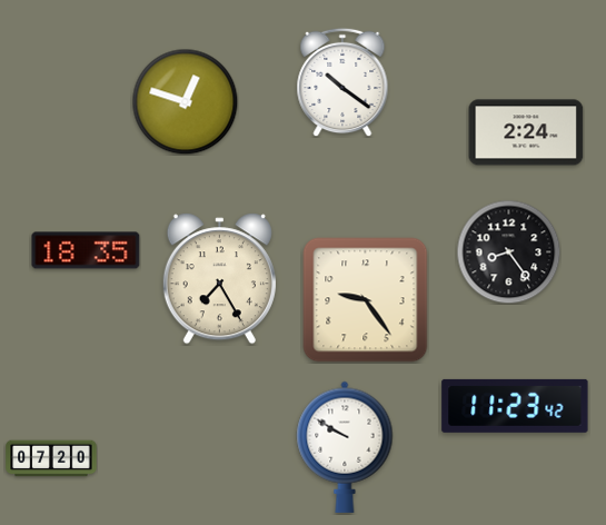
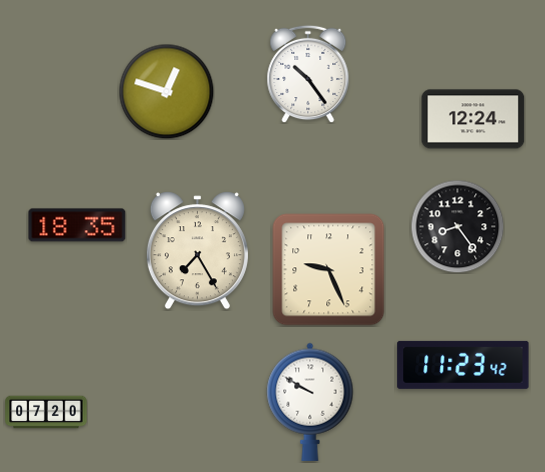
clock at (342, 82): 10:21 -> 10:24
clock at (526, 132): 2:24 -> 12:24
clock at (366, 300): 9:24 -> 9:26
